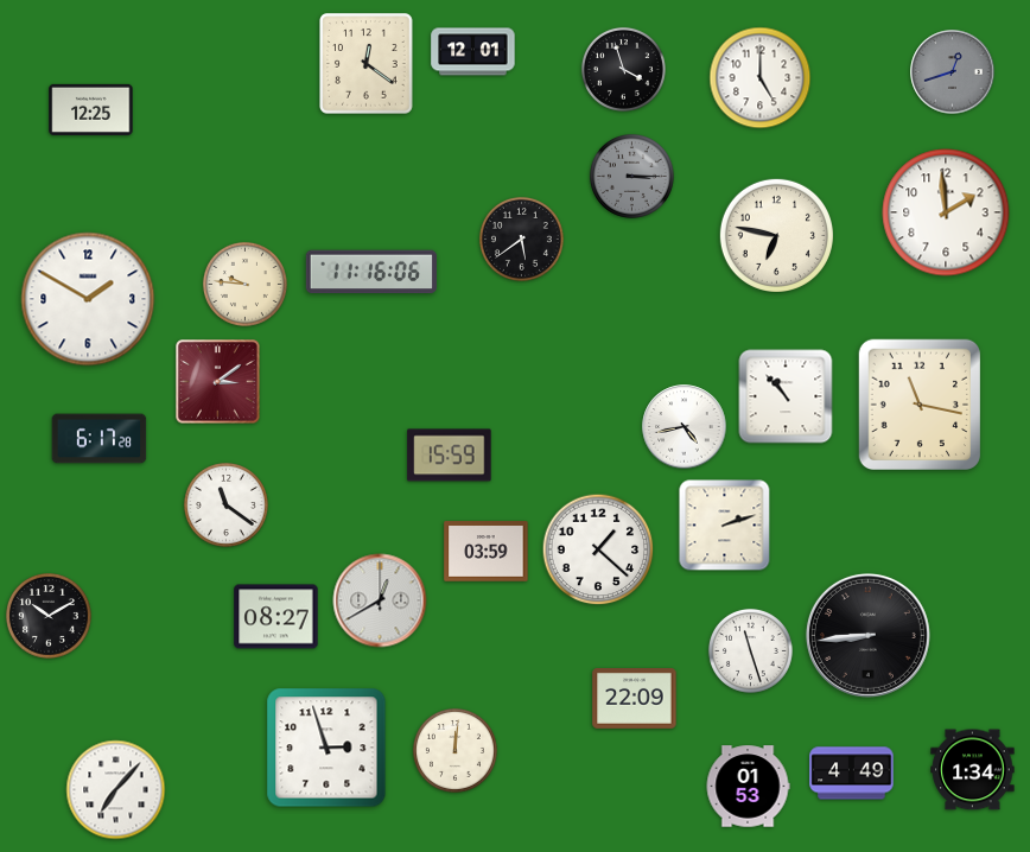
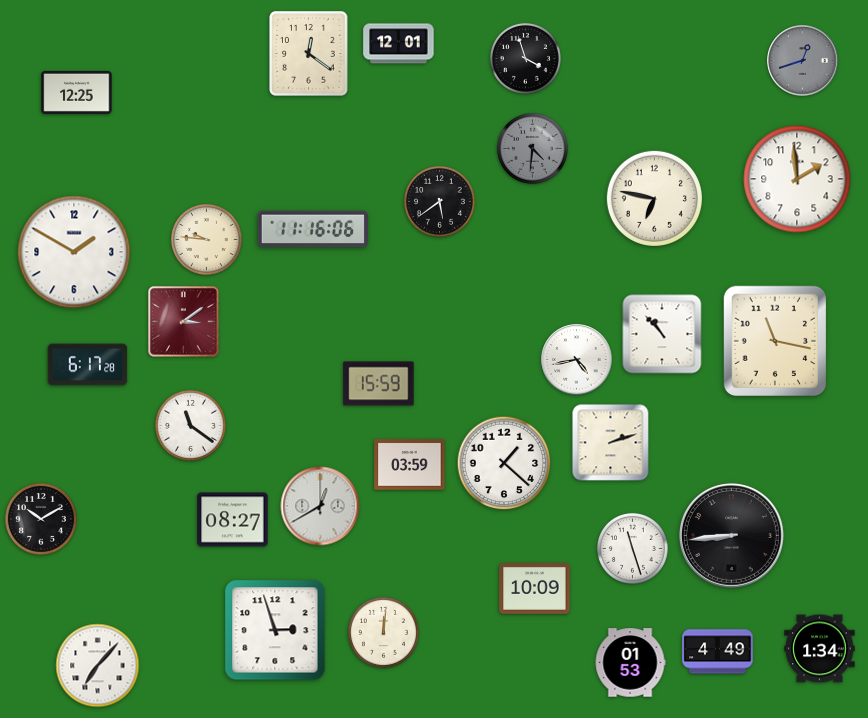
clock at (761, 78): 5:00 -> none
clock at (631, 176): 3:15 -> 4:31
clock at (100, 439) position: (100, 439) -> (88, 365)
clock at (635, 699): 22:09 -> 10:09
